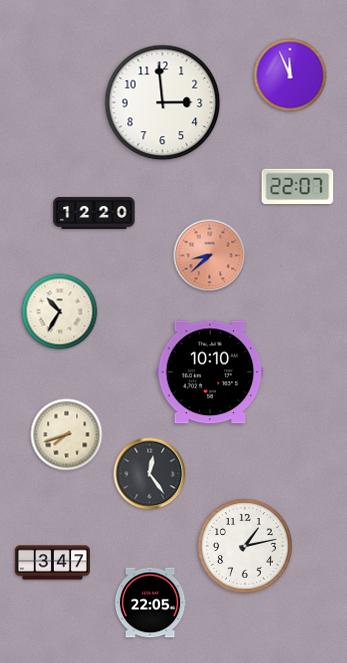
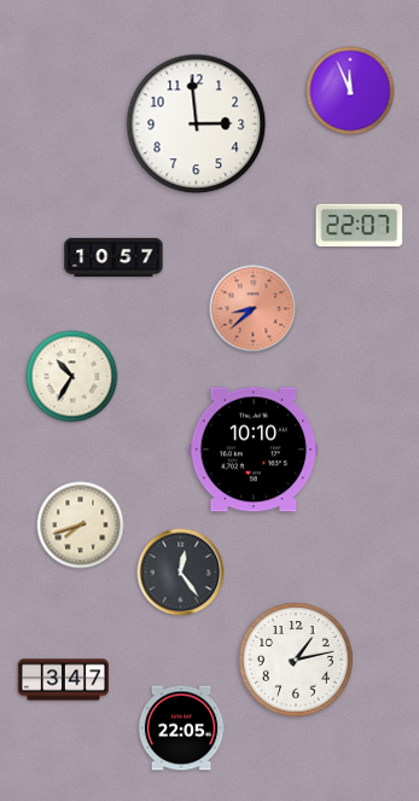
clock at (94, 213): 12:20 -> 10:57
